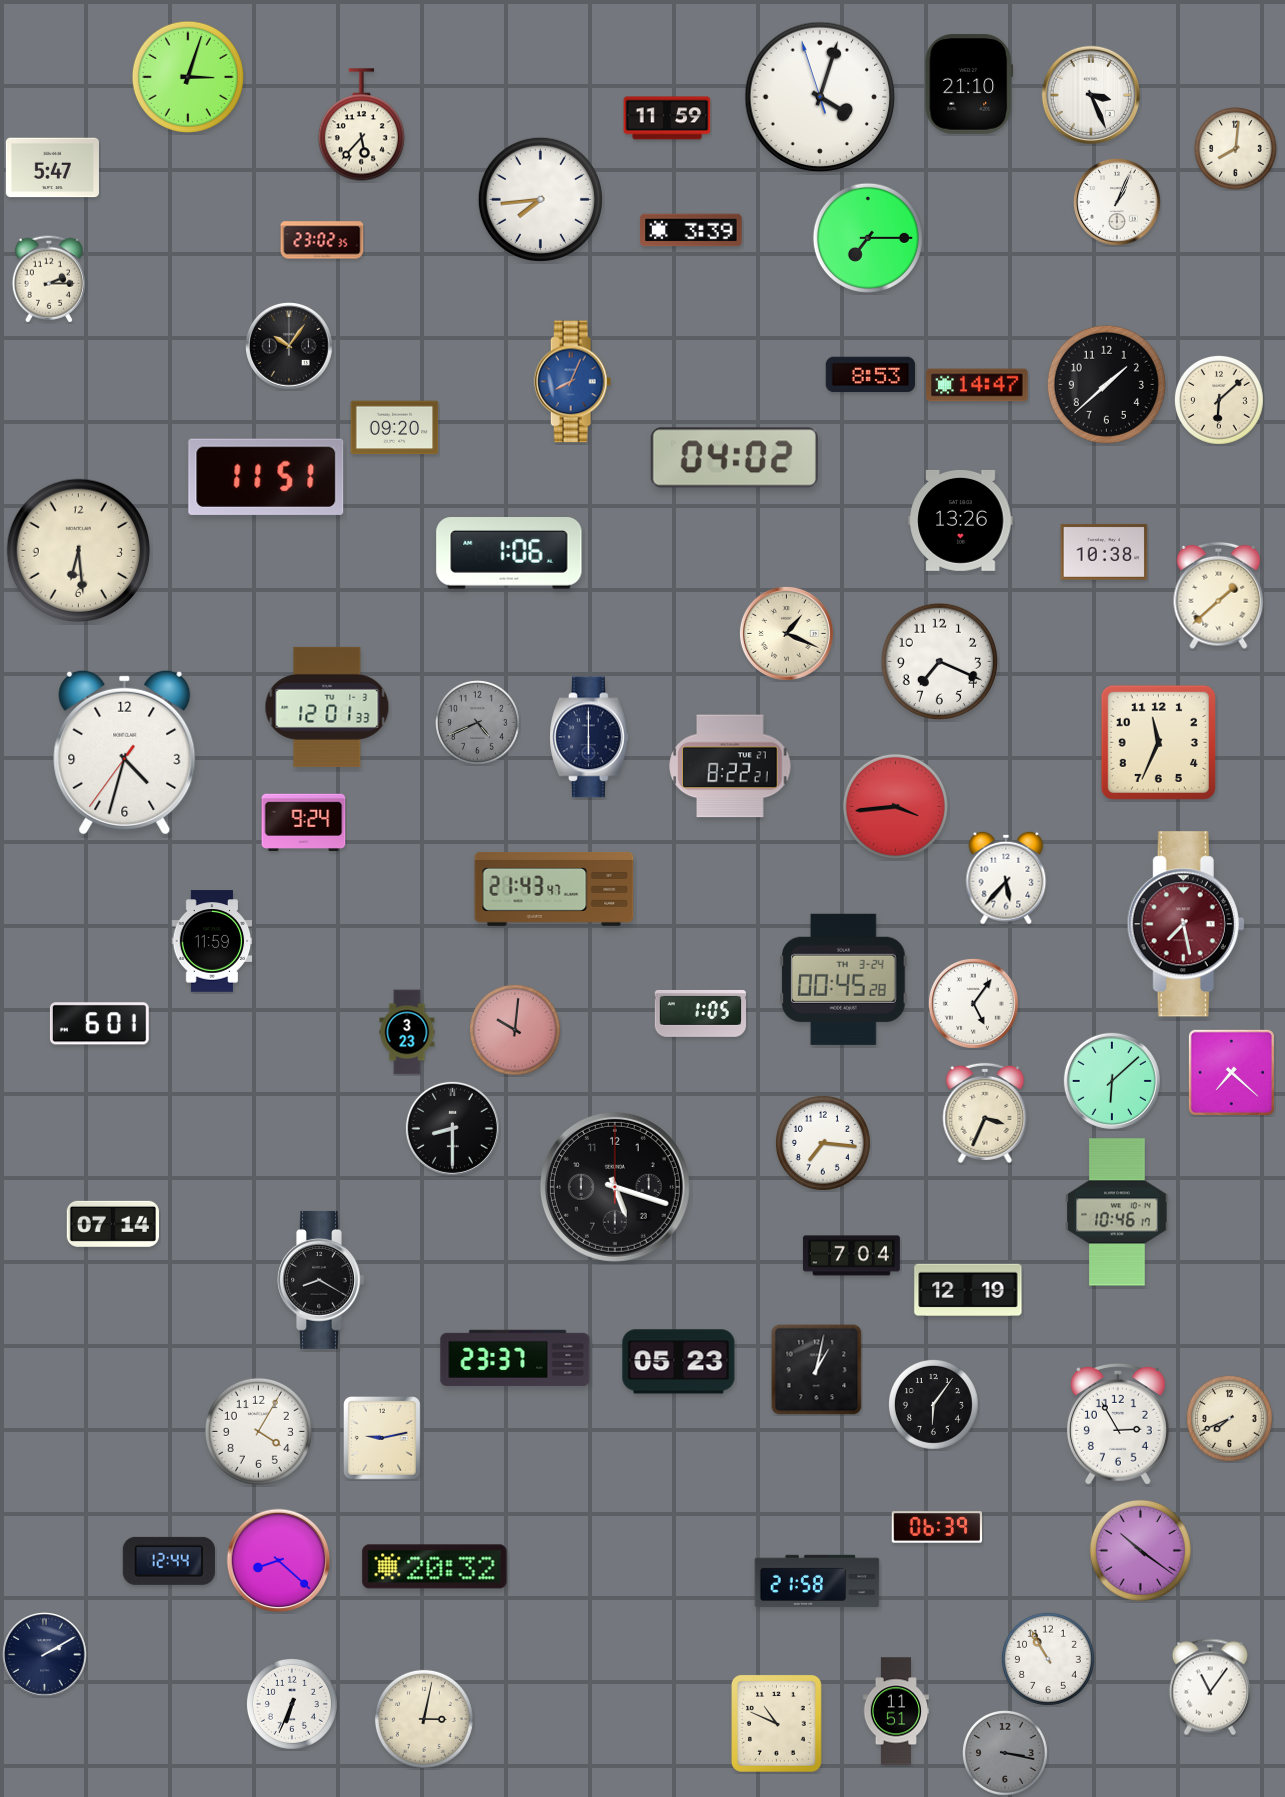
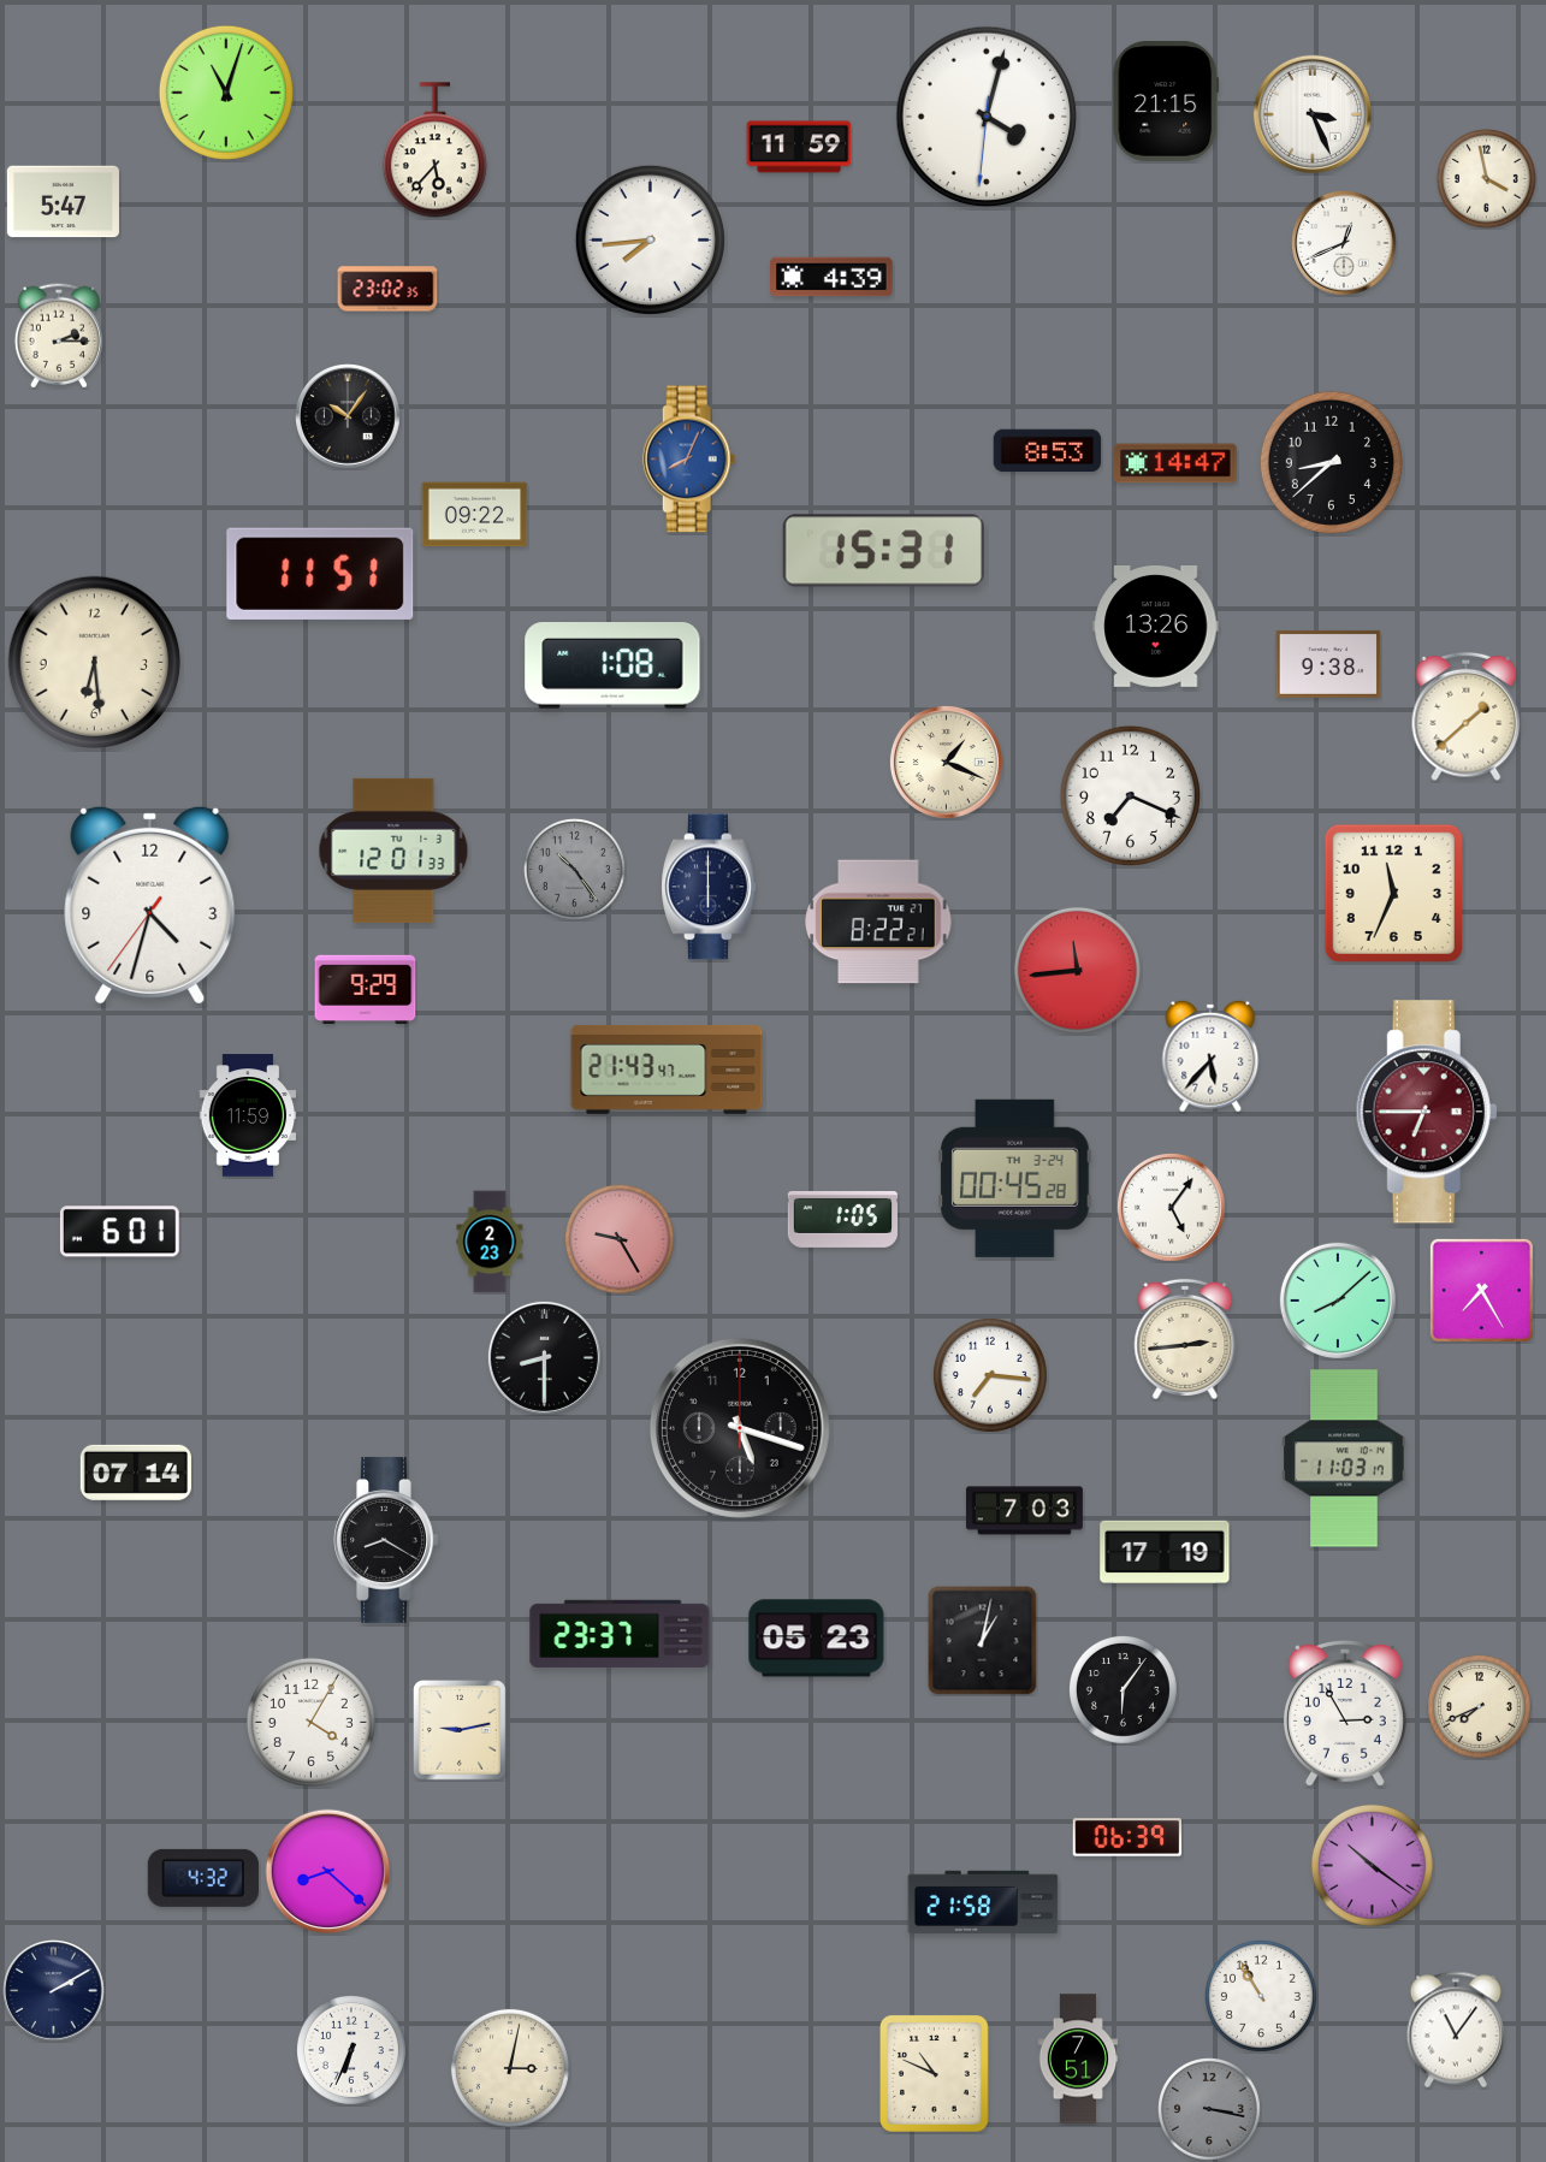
clock at (188, 77): 3:03 -> 11:03
clock at (969, 85): 21:10 -> 21:15
clock at (820, 97): 4:02:57 -> 4:02:31
clock at (667, 118) position: (667, 118) -> (799, 147)
clock at (1236, 149): 8:01 -> 3:58
clock at (1118, 203): 1:04 -> 12:41
clock at (691, 230): 3:39 -> 4:39
clock at (868, 238): 7:15 -> none
clock at (1106, 384): 1:38 -> 8:38
clock at (1219, 400): 6:08 -> none
clock at (395, 428): 09:20 -> 09:22
clock at (734, 458): 04:02 -> 15:31
clock at (1104, 552): 10:38 -> 9:38
clock at (509, 554): 1:06 -> 1:08
clock at (478, 723): 4:41 -> 10:24
clock at (895, 806): 3:44 -> 11:44
clock at (304, 822): 9:24 -> 9:29
clock at (1186, 924): 7:28 -> 6:45
clock at (212, 941) position: (212, 941) -> (248, 1115)
clock at (515, 1030): 10:01 -> 9:25
clock at (407, 1032): 3:23 -> 2:23
clock at (1231, 1072): 7:22 -> 7:25
clock at (1112, 1081): 6:08 -> 8:08
clock at (985, 1113): 3:34 -> 2:44
clock at (1117, 1212): 10:46 -> 11:03
clock at (851, 1256): 7:04 -> 7:03
clock at (968, 1289): 12:19 -> 17:19
clock at (817, 1370) position: (817, 1370) -> (983, 1641)
clock at (169, 1561): 12:44 -> 4:32
clock at (279, 1561) position: (279, 1561) -> (328, 1872)
clock at (435, 1567): 20:32 -> none
clock at (896, 1711): 11:51 -> 7:51
